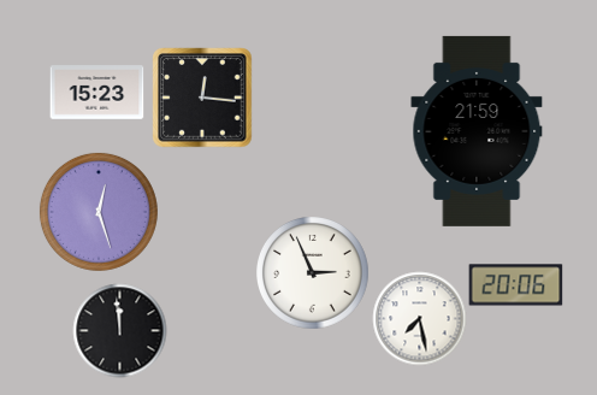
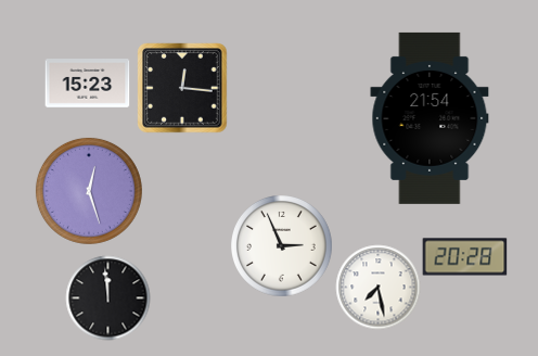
clock at (477, 131): 21:59 -> 21:54
clock at (515, 285): 20:06 -> 20:28
